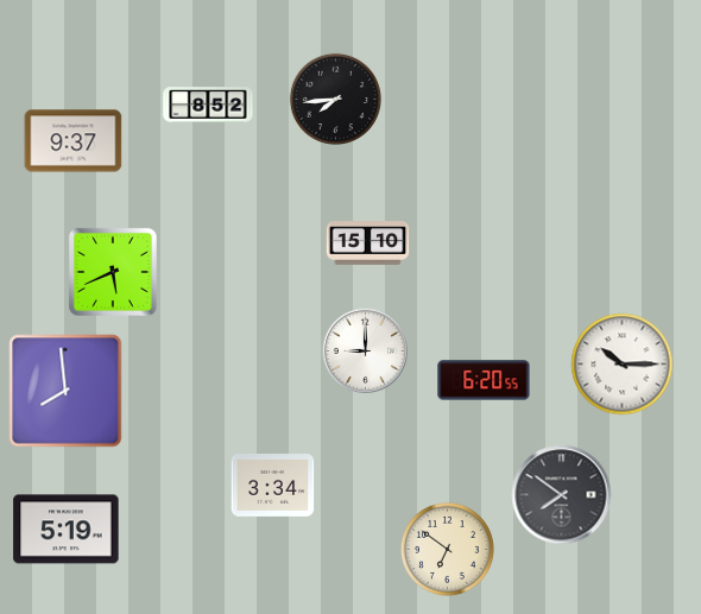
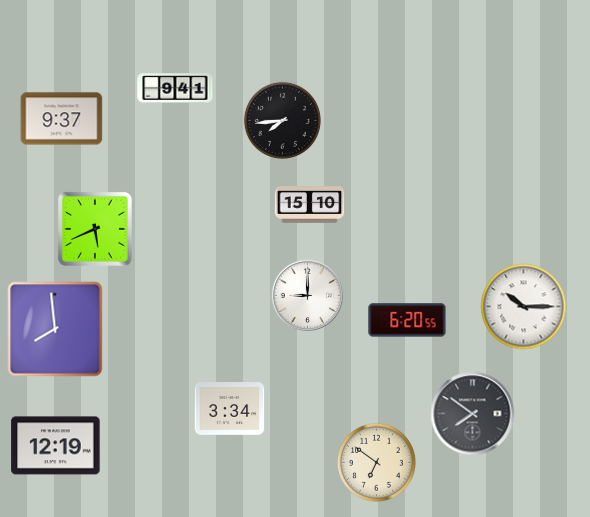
clock at (335, 99) position: (335, 99) -> (282, 120)
clock at (208, 105): 8:52 -> 9:41
clock at (562, 495) position: (562, 495) -> (473, 414)
clock at (67, 530): 5:19 -> 12:19
